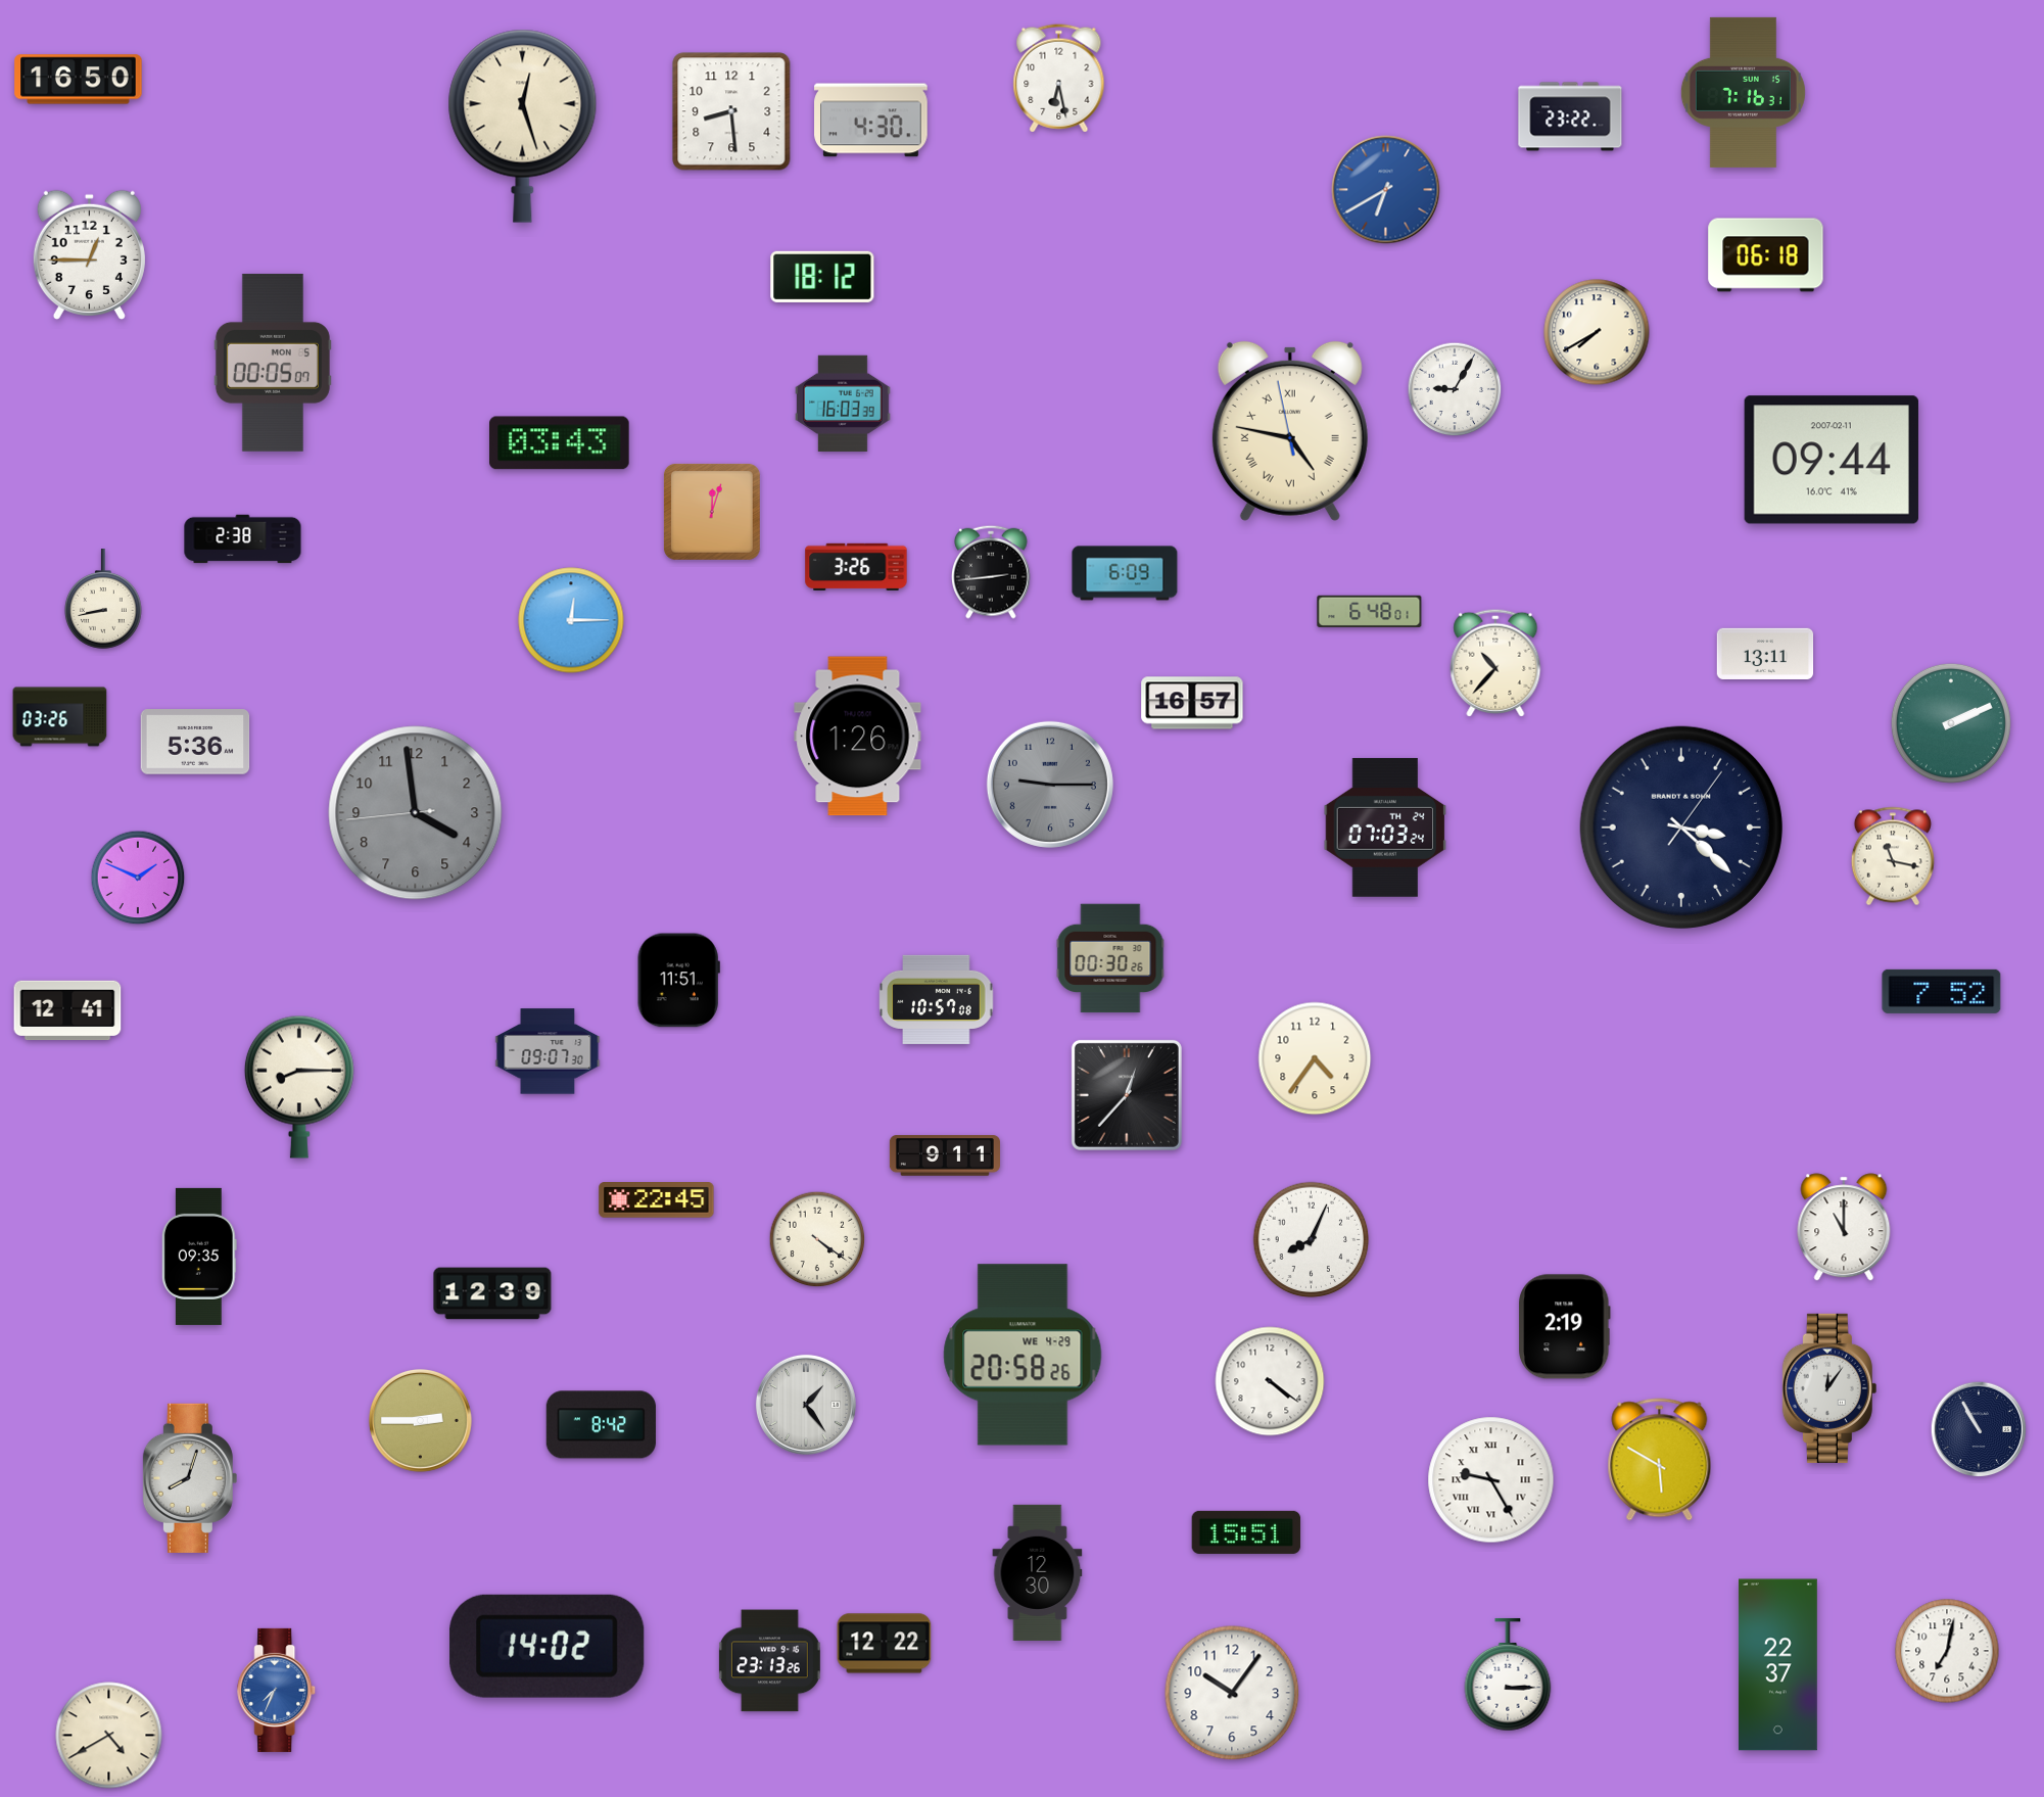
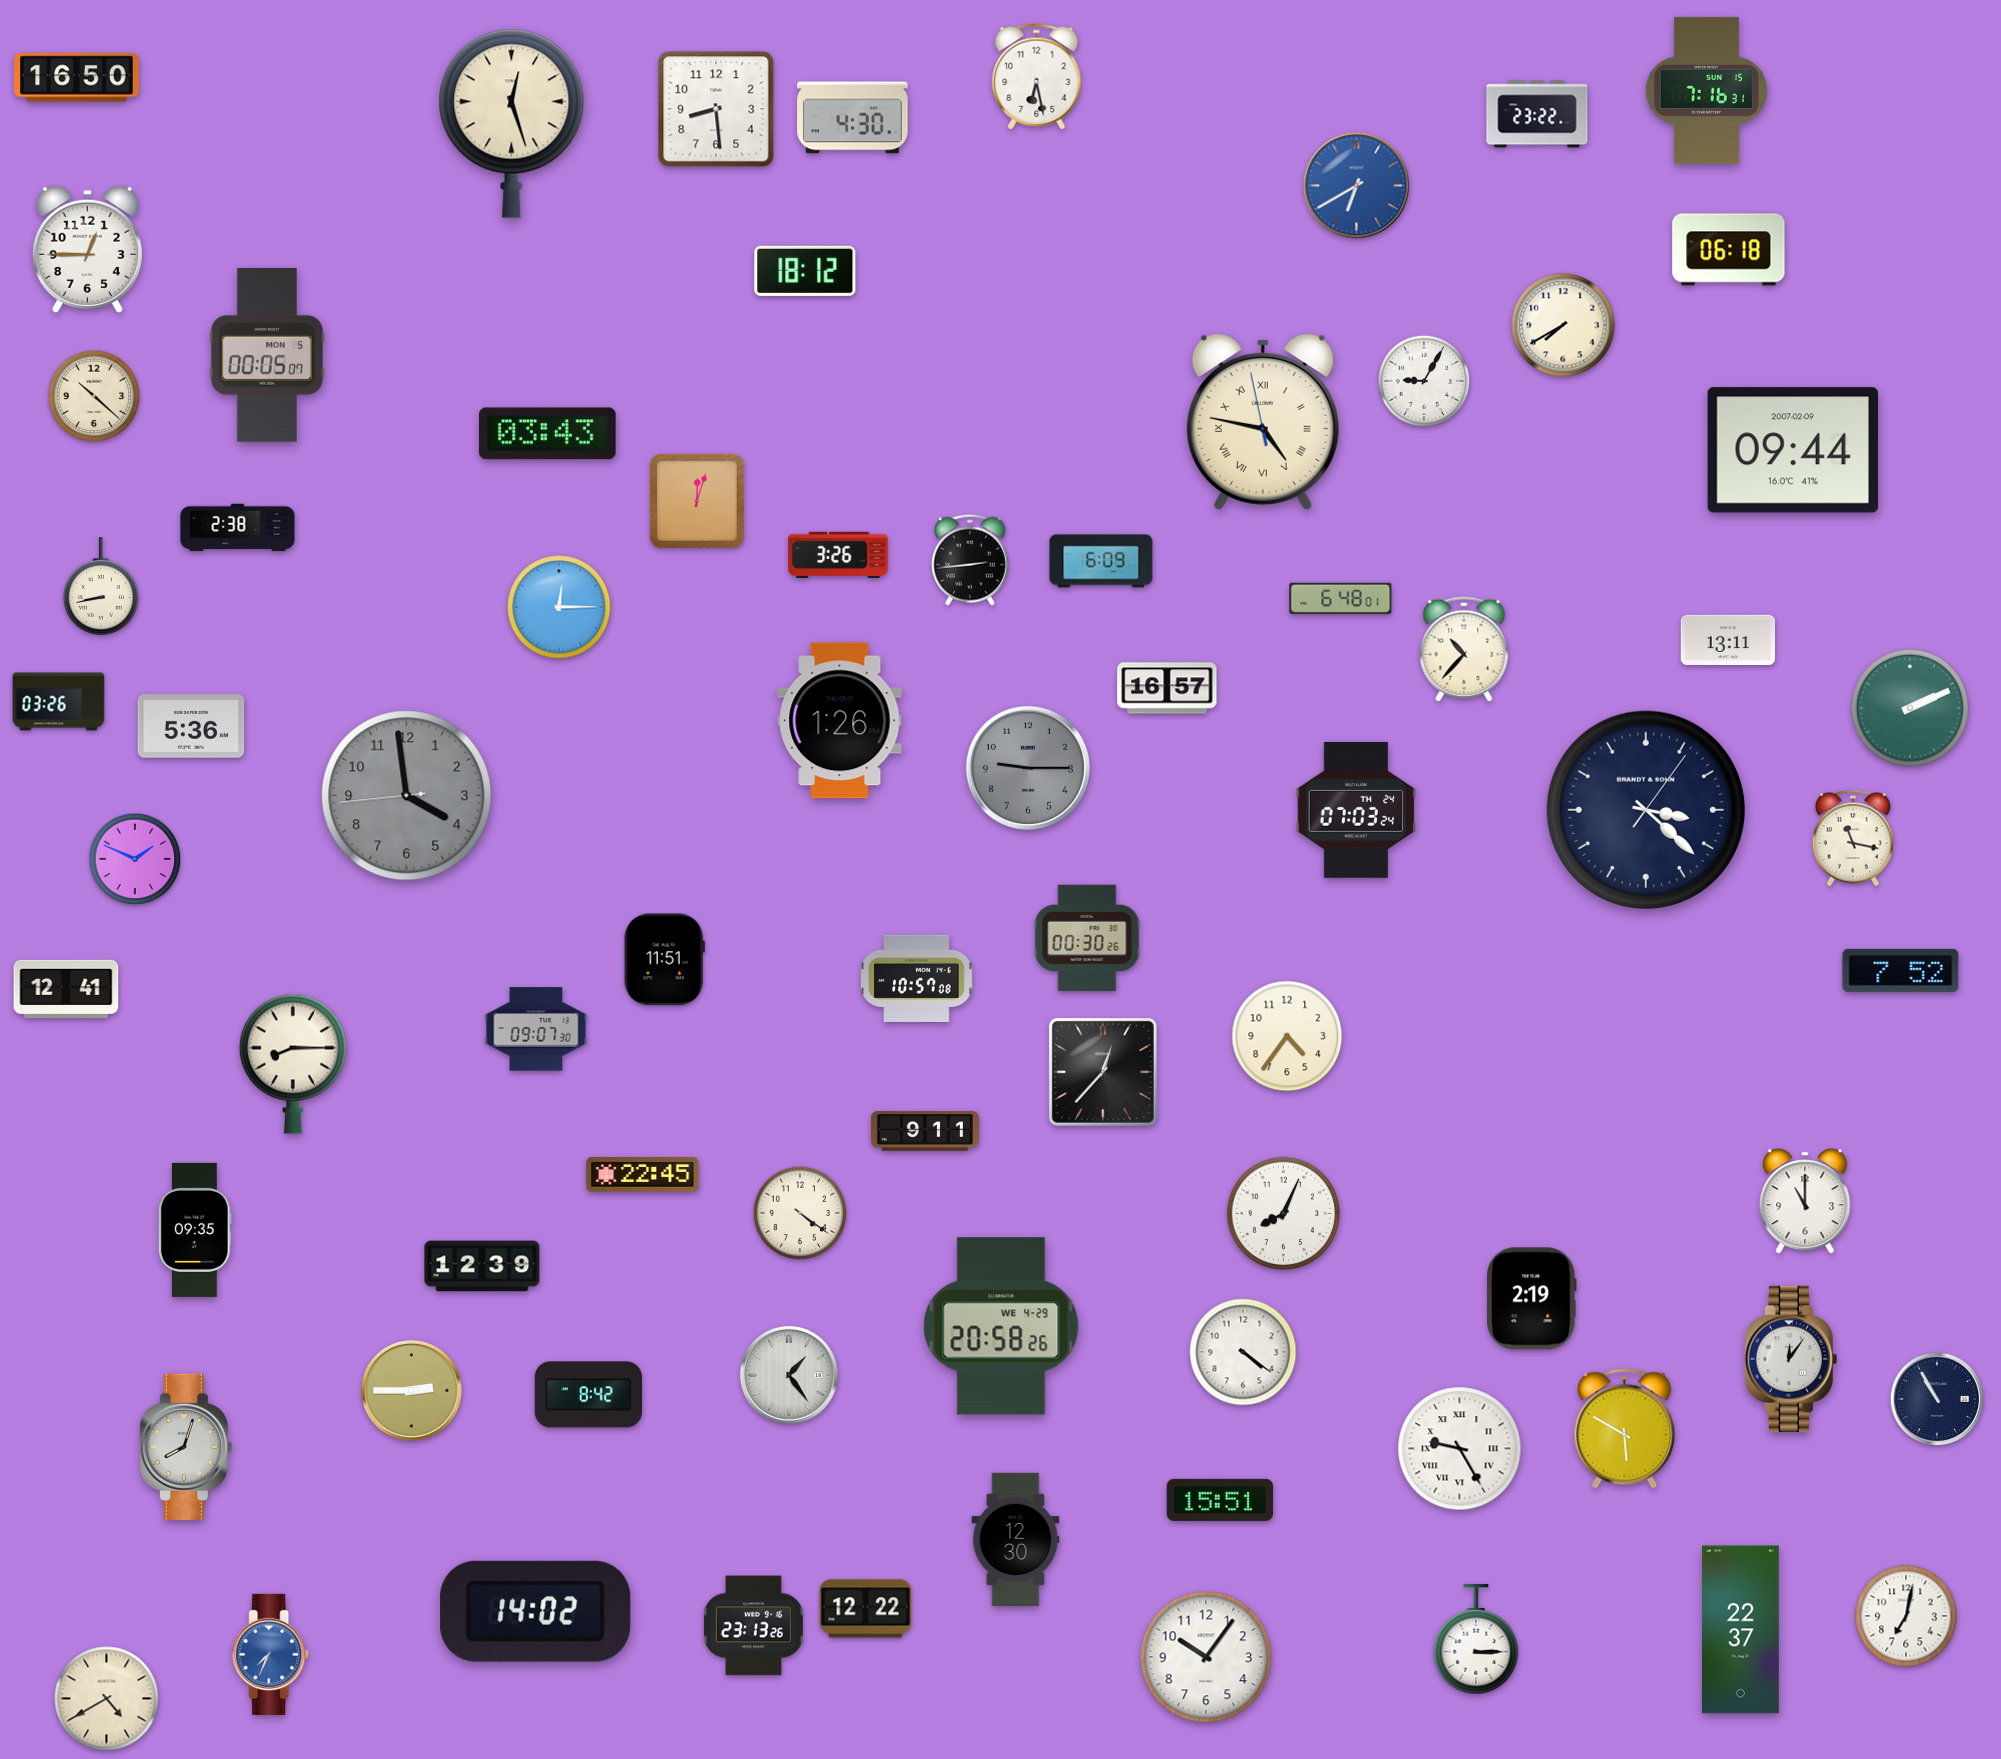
clock at (844, 403): 16:03 -> none
clock at (94, 396): none -> 10:22
clock at (1832, 460) date: 2007-02-11 -> 2007-02-09
